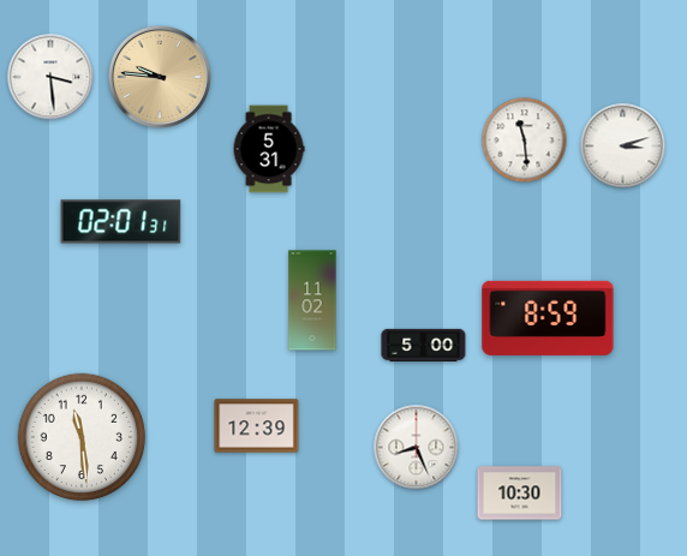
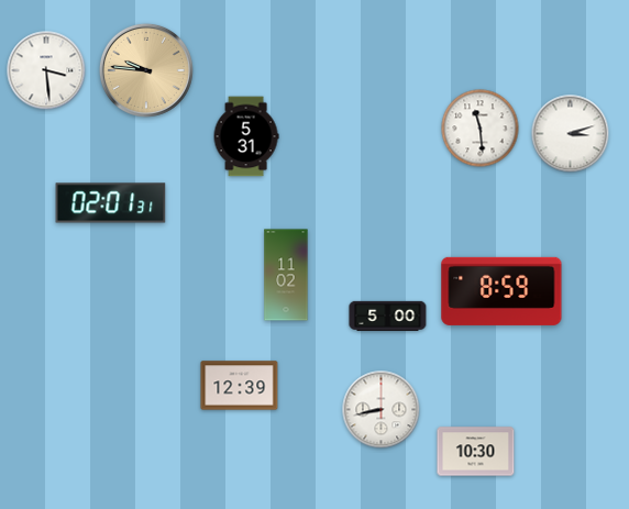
clock at (257, 426) position: (257, 426) -> (240, 386)
clock at (82, 437): 11:29 -> none
clock at (417, 448): 8:26 -> 8:43
